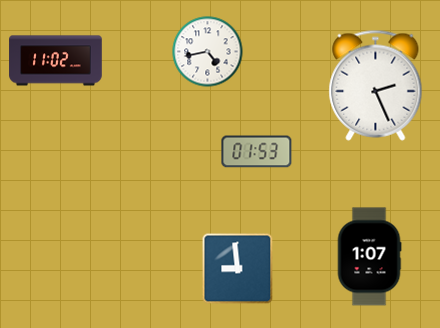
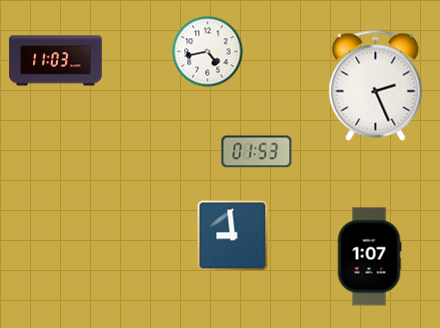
clock at (56, 61): 11:02 -> 11:03
clock at (238, 269) position: (238, 269) -> (233, 236)
